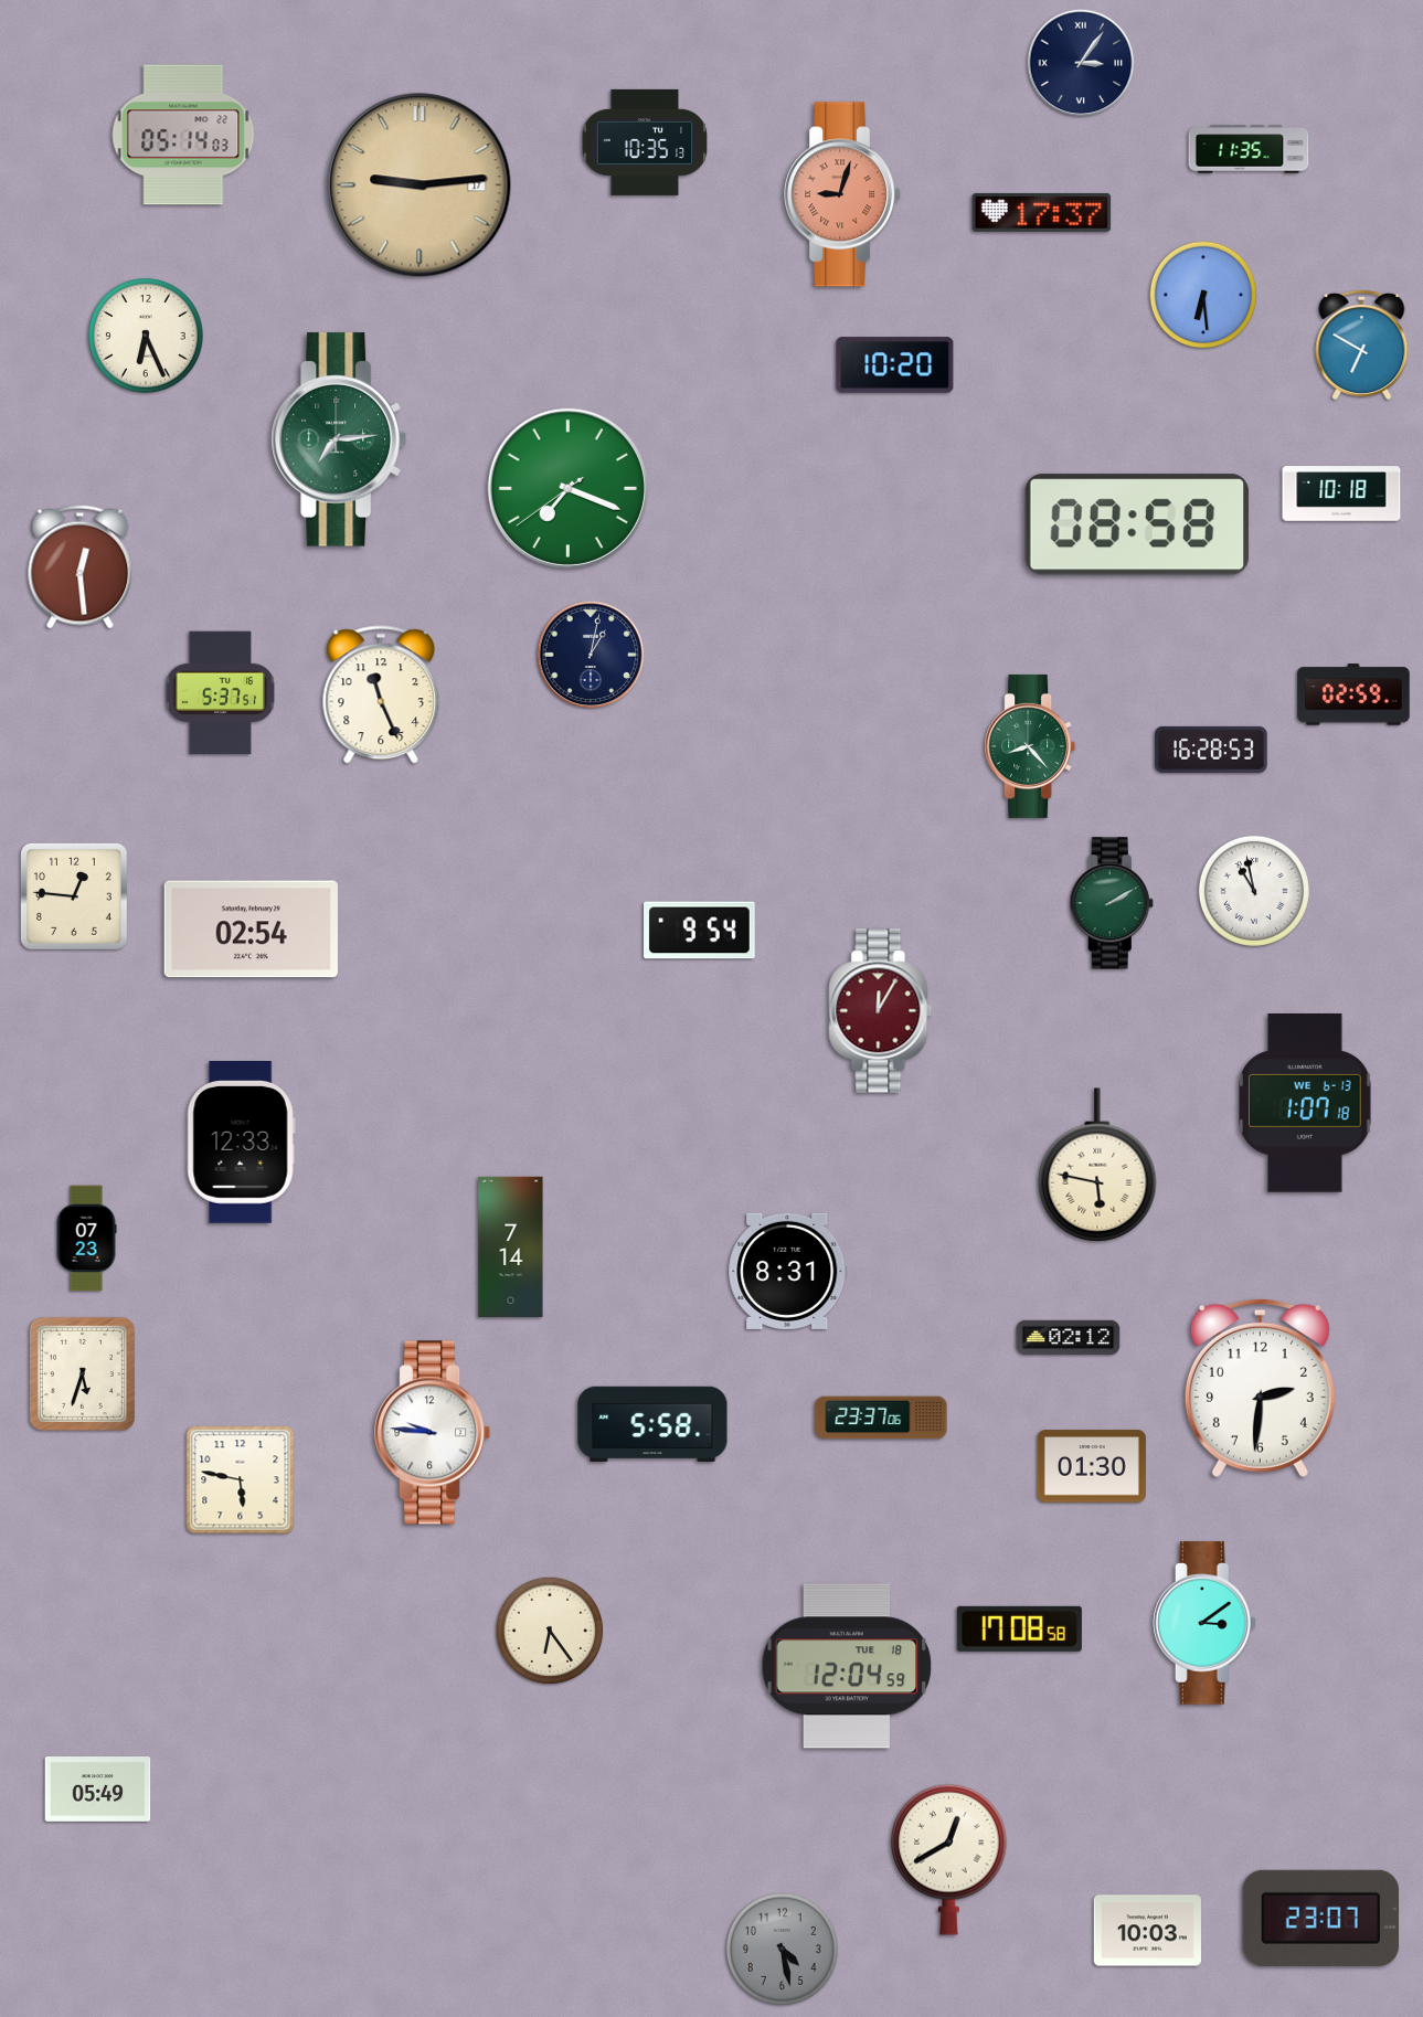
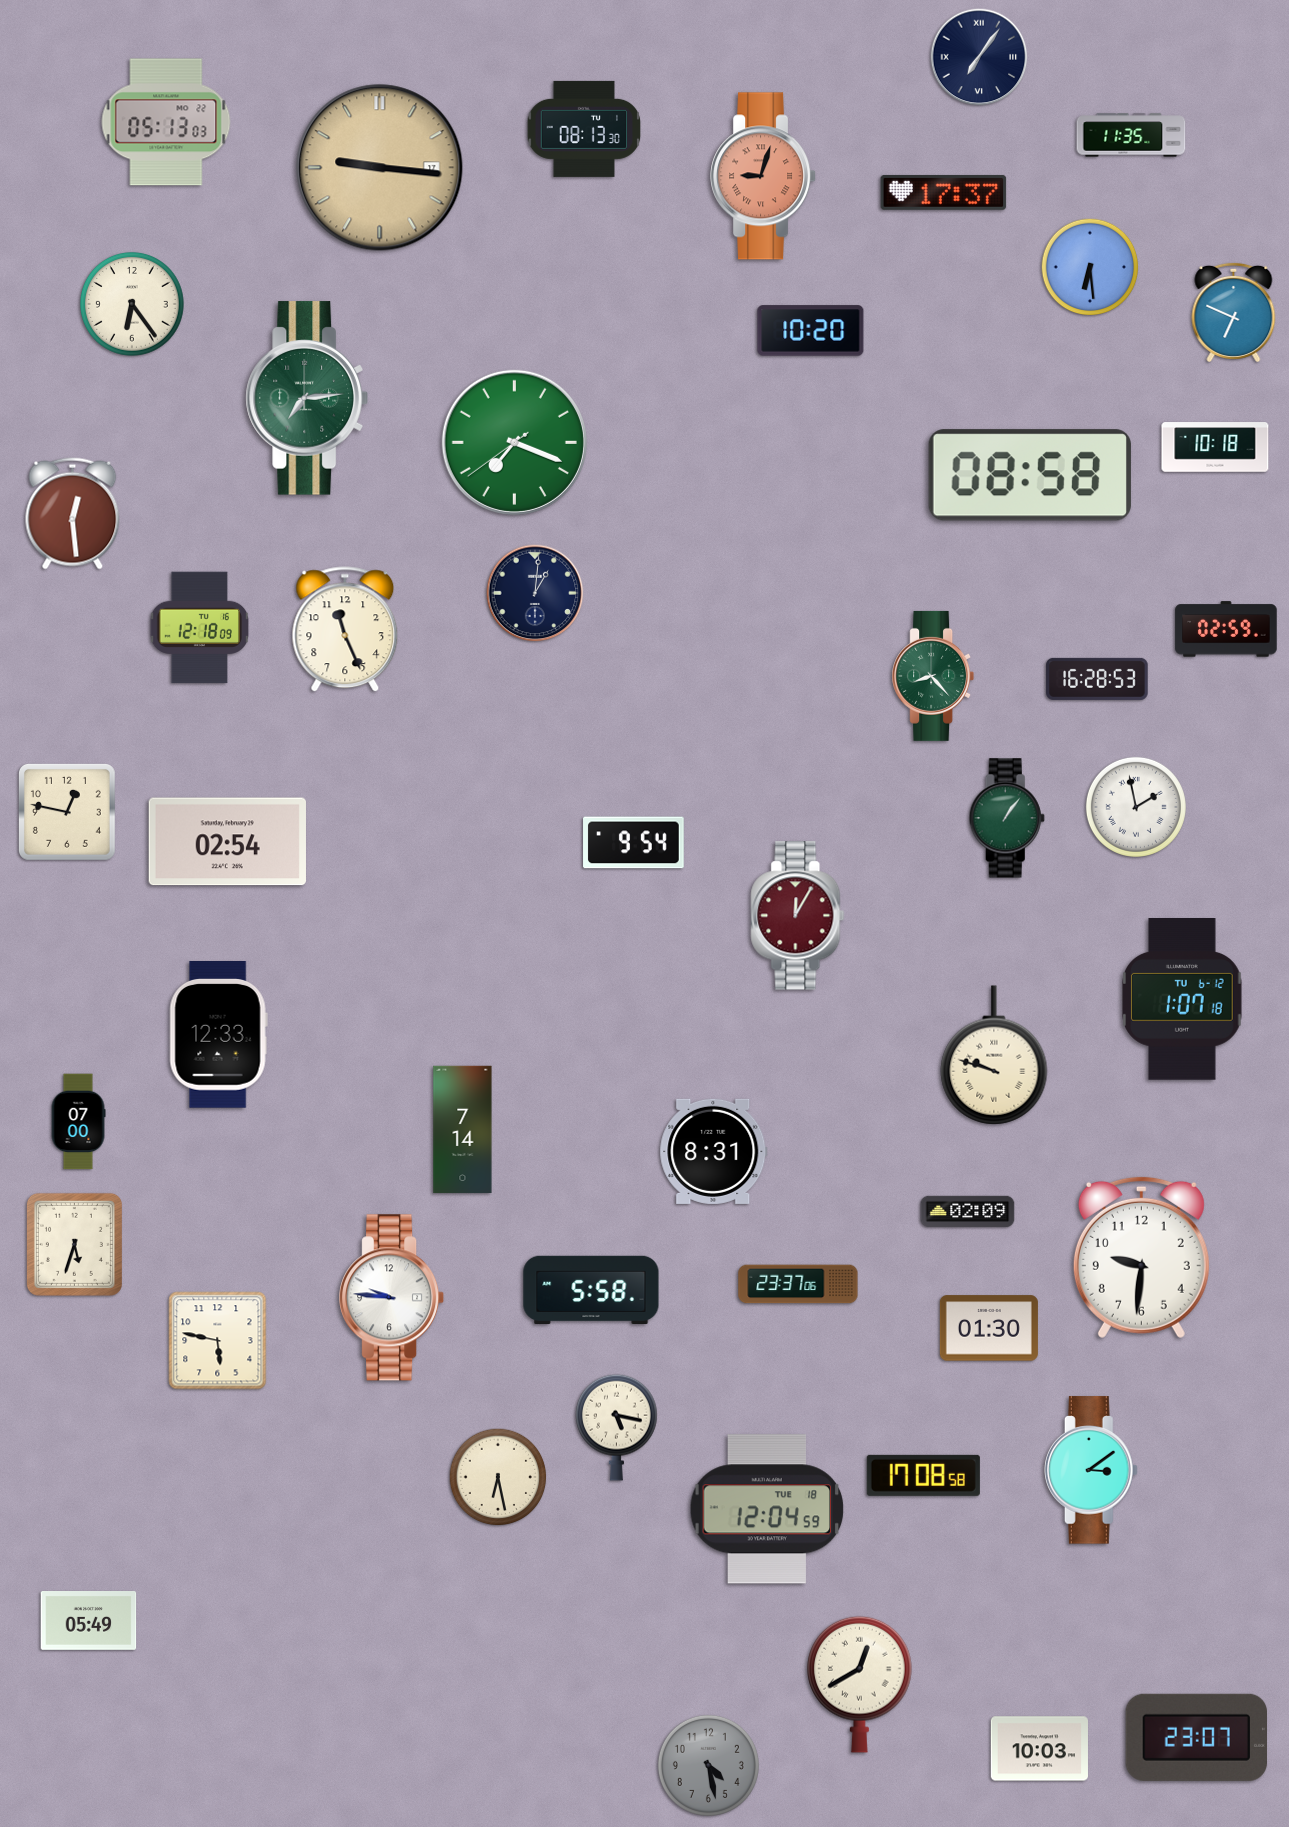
clock at (1081, 63): 3:06 -> 7:06
clock at (183, 135): 05:14 -> 05:13
clock at (645, 142): 10:35 -> 08:13
clock at (420, 185): 9:14 -> 9:16
clock at (146, 336): 6:26 -> 6:24
clock at (1362, 344): 6:50 -> 6:49
clock at (591, 655): 1:02 -> 1:01
clock at (221, 693): 5:37 -> 12:18
clock at (1254, 891): 10:58 -> 1:58
clock at (74, 896): 12:46 -> 12:47
clock at (1112, 903): 2:10 -> 1:06
clock at (1305, 1104) date: WE 6-13 -> TU 6-12
clock at (1097, 1165): 5:47 -> 9:48
clock at (86, 1239): 07:23 -> 07:00
clock at (1069, 1338): 02:12 -> 02:09
clock at (1260, 1388): 2:31 -> 9:31
clock at (617, 1427): none -> 5:17
clock at (550, 1631): 6:24 -> 6:28
